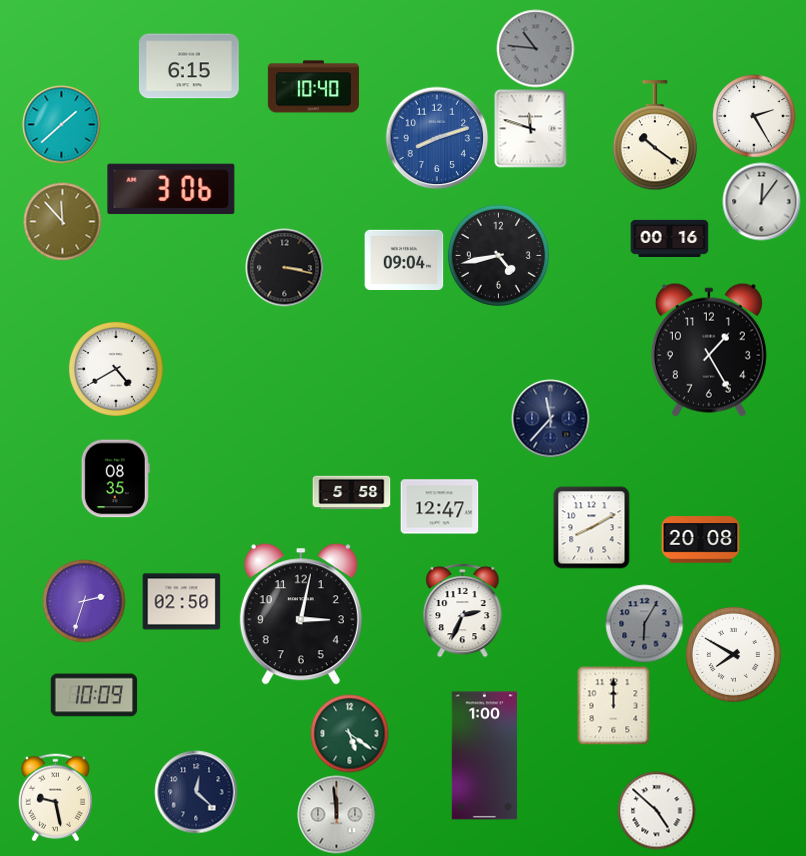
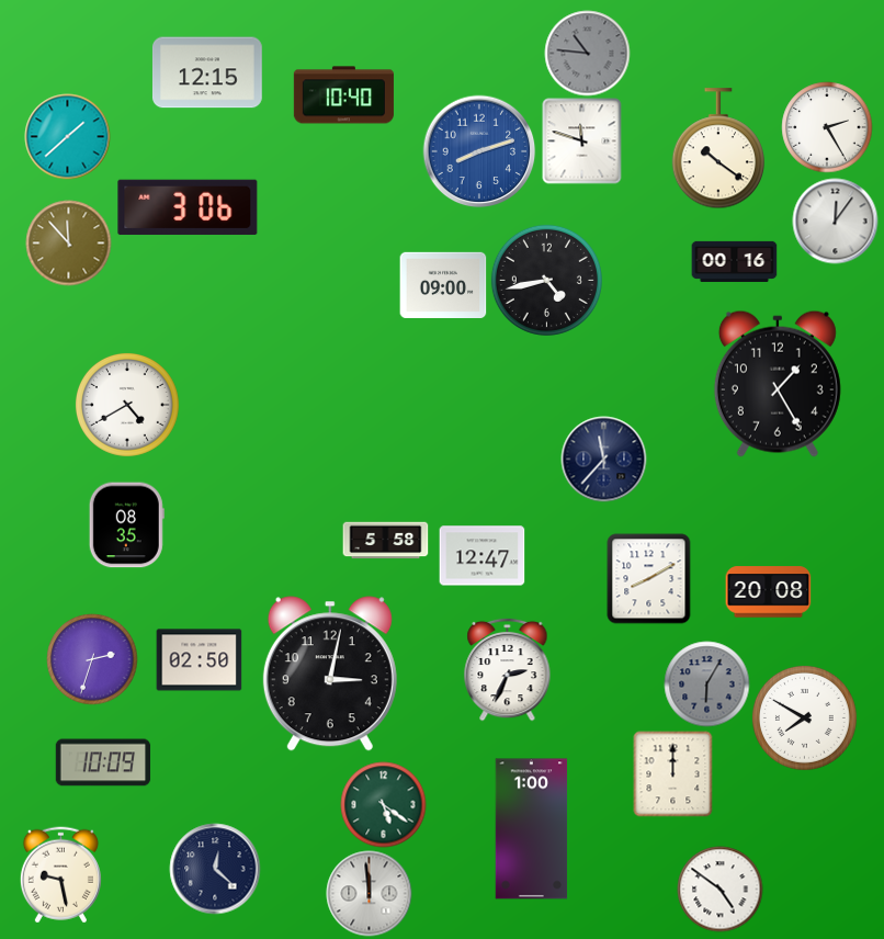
clock at (189, 66): 6:15 -> 12:15
clock at (404, 259): 09:04 -> 09:00
clock at (284, 267): 3:17 -> none
clock at (656, 810): 4:52 -> 4:51
